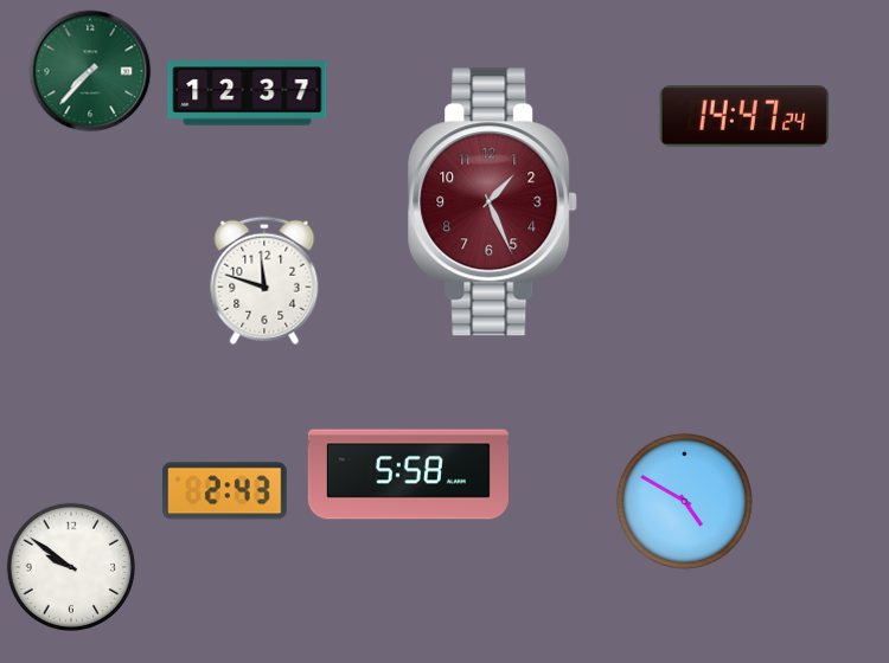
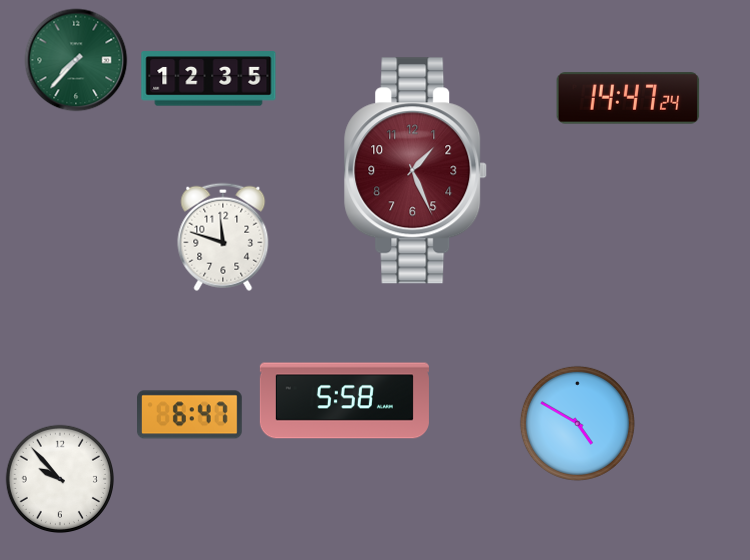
clock at (248, 94): 12:37 -> 12:35
clock at (225, 491): 2:43 -> 6:47
clock at (70, 566): 9:51 -> 9:53
